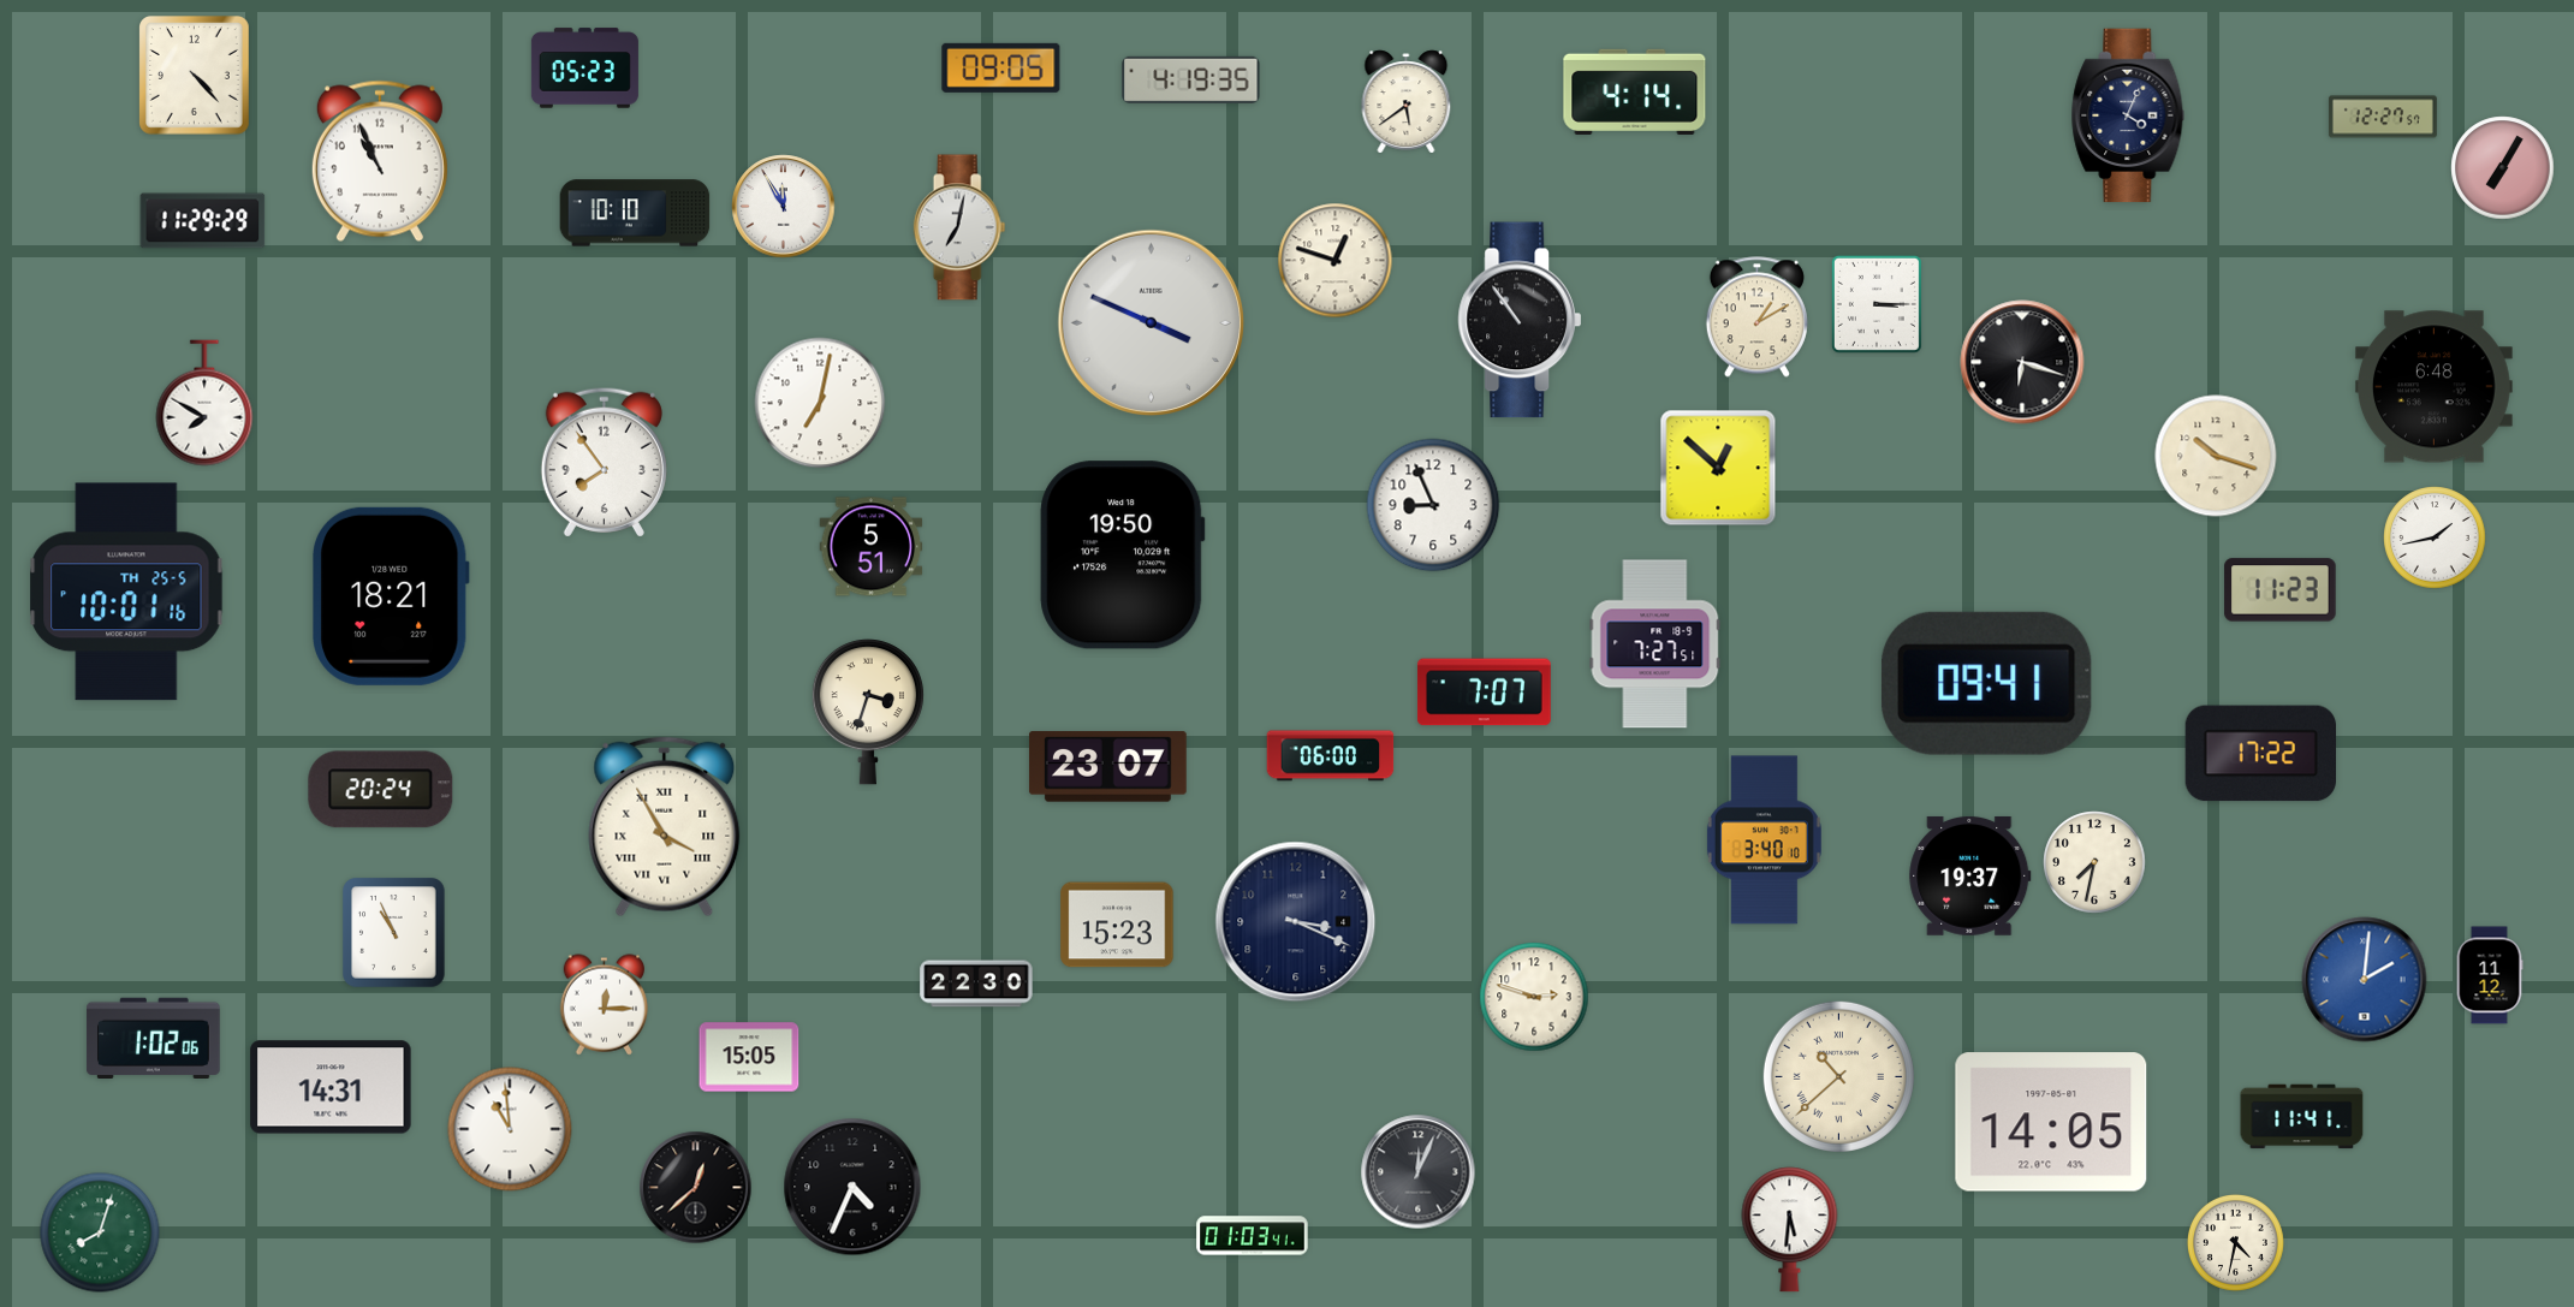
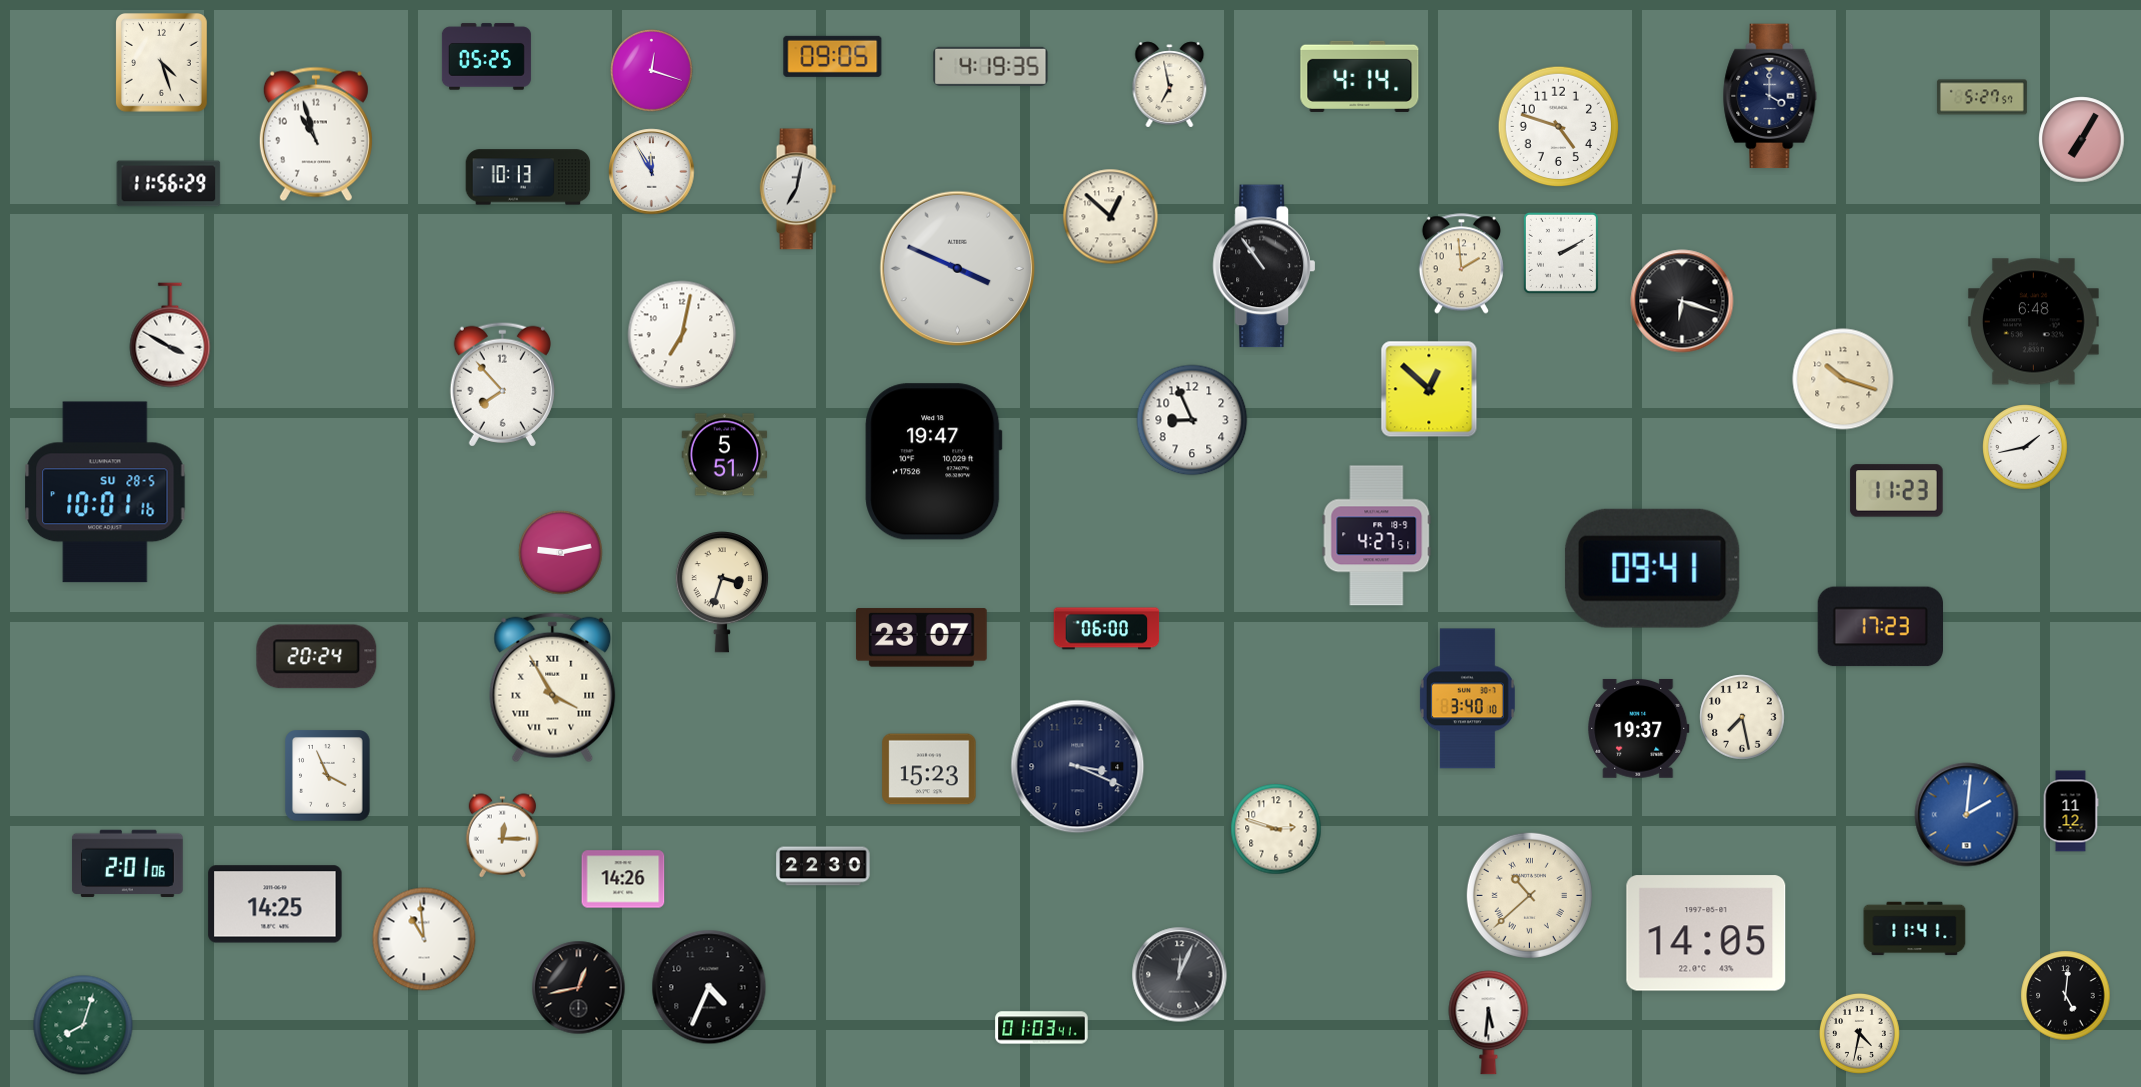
clock at (584, 69): 05:23 -> 05:25
clock at (195, 76): 4:23 -> 4:27
clock at (652, 71): none -> 12:18
clock at (1407, 102): 5:39 -> 6:58
clock at (2128, 115): 4:04 -> 4:00
clock at (2383, 117): 12:27 -> 5:27
clock at (1559, 127): none -> 4:48
clock at (380, 161): 10:56 -> 10:57
clock at (635, 213): 10:10 -> 10:13
clock at (203, 221): 11:29 -> 11:56
clock at (1336, 261): 12:48 -> 12:52
clock at (1877, 304): 3:15 -> 2:10
clock at (1756, 317): 1:10 -> 1:59
clock at (2433, 387) position: (2433, 387) -> (2033, 322)
clock at (204, 403): 7:50 -> 3:50
clock at (604, 462): 7:54 -> 7:53
clock at (1123, 556): 19:50 -> 19:47
clock at (126, 592) date: TH 25-5 -> SU 28-5
clock at (392, 596): 18:21 -> none
clock at (1655, 644): 7:27 -> 4:27
clock at (561, 553): none -> 9:13
clock at (1484, 693): 7:07 -> none
clock at (2260, 754): 17:22 -> 17:23
clock at (2094, 862): 7:32 -> 7:28
clock at (394, 933): 10:56 -> 3:56
clock at (976, 984) position: (976, 984) -> (823, 866)
clock at (154, 1038): 1:02 -> 2:01
clock at (749, 1057): 15:05 -> 14:26
clock at (331, 1087): 14:31 -> 14:25
clock at (696, 1188): 12:38 -> 12:43
clock at (2066, 996): none -> 5:01
